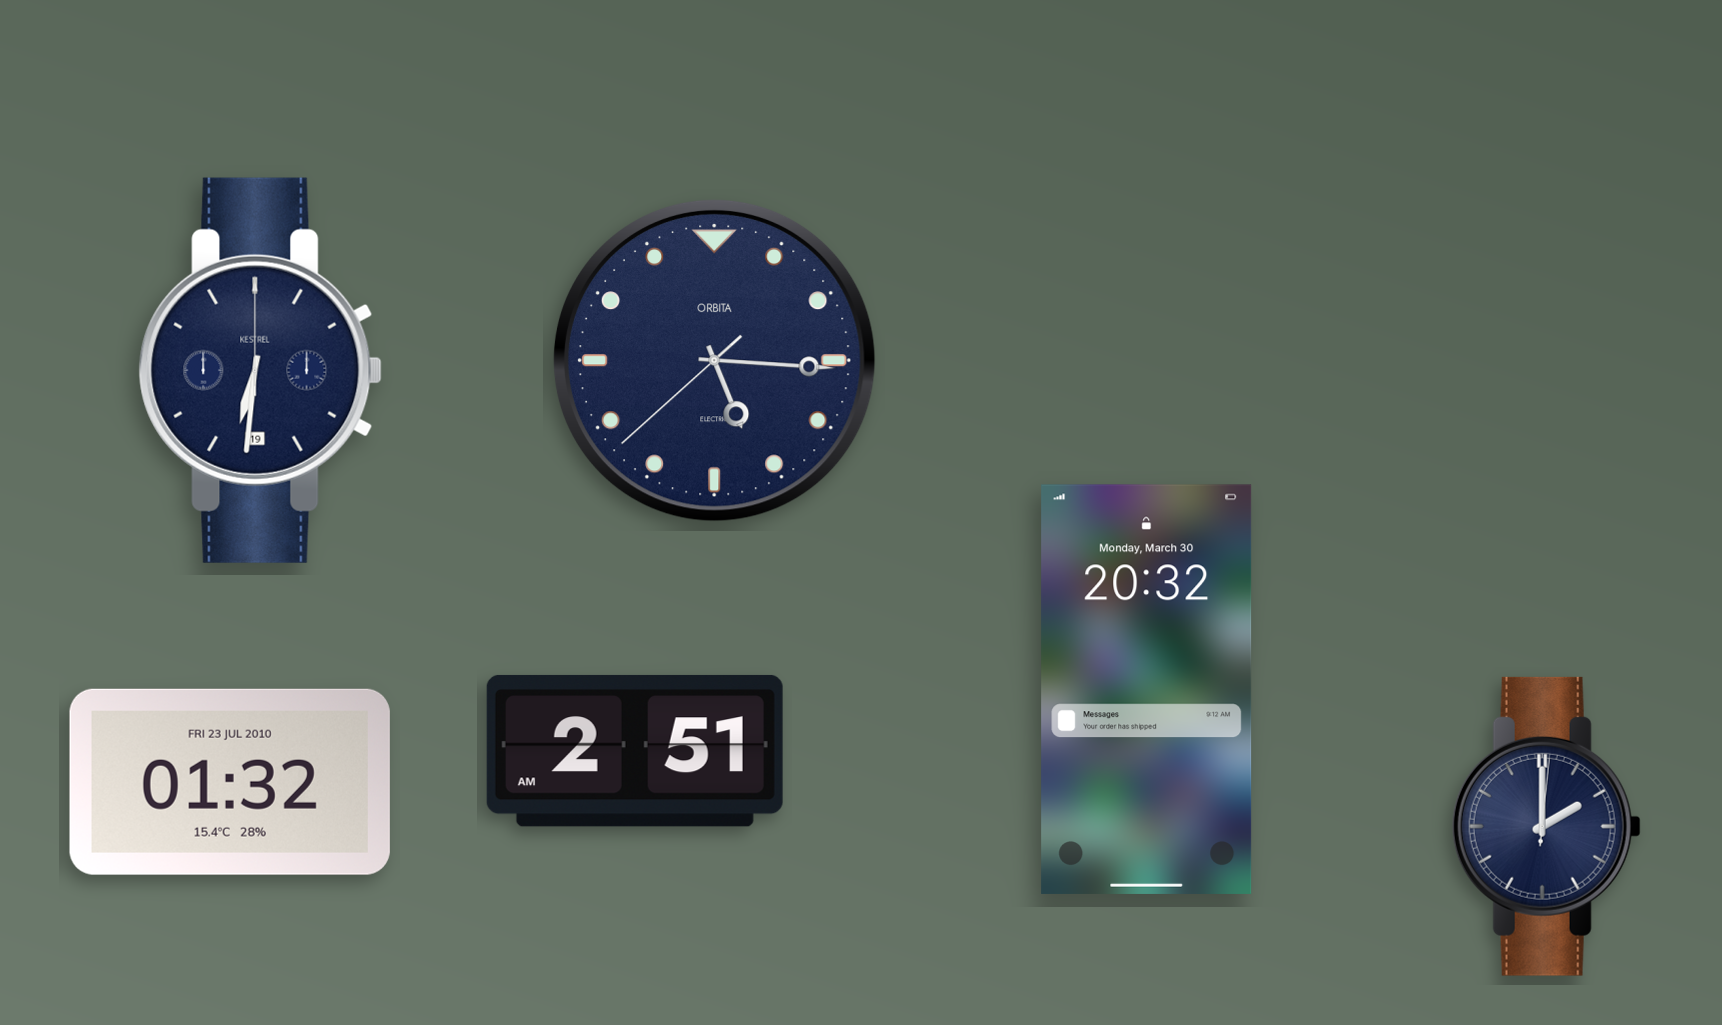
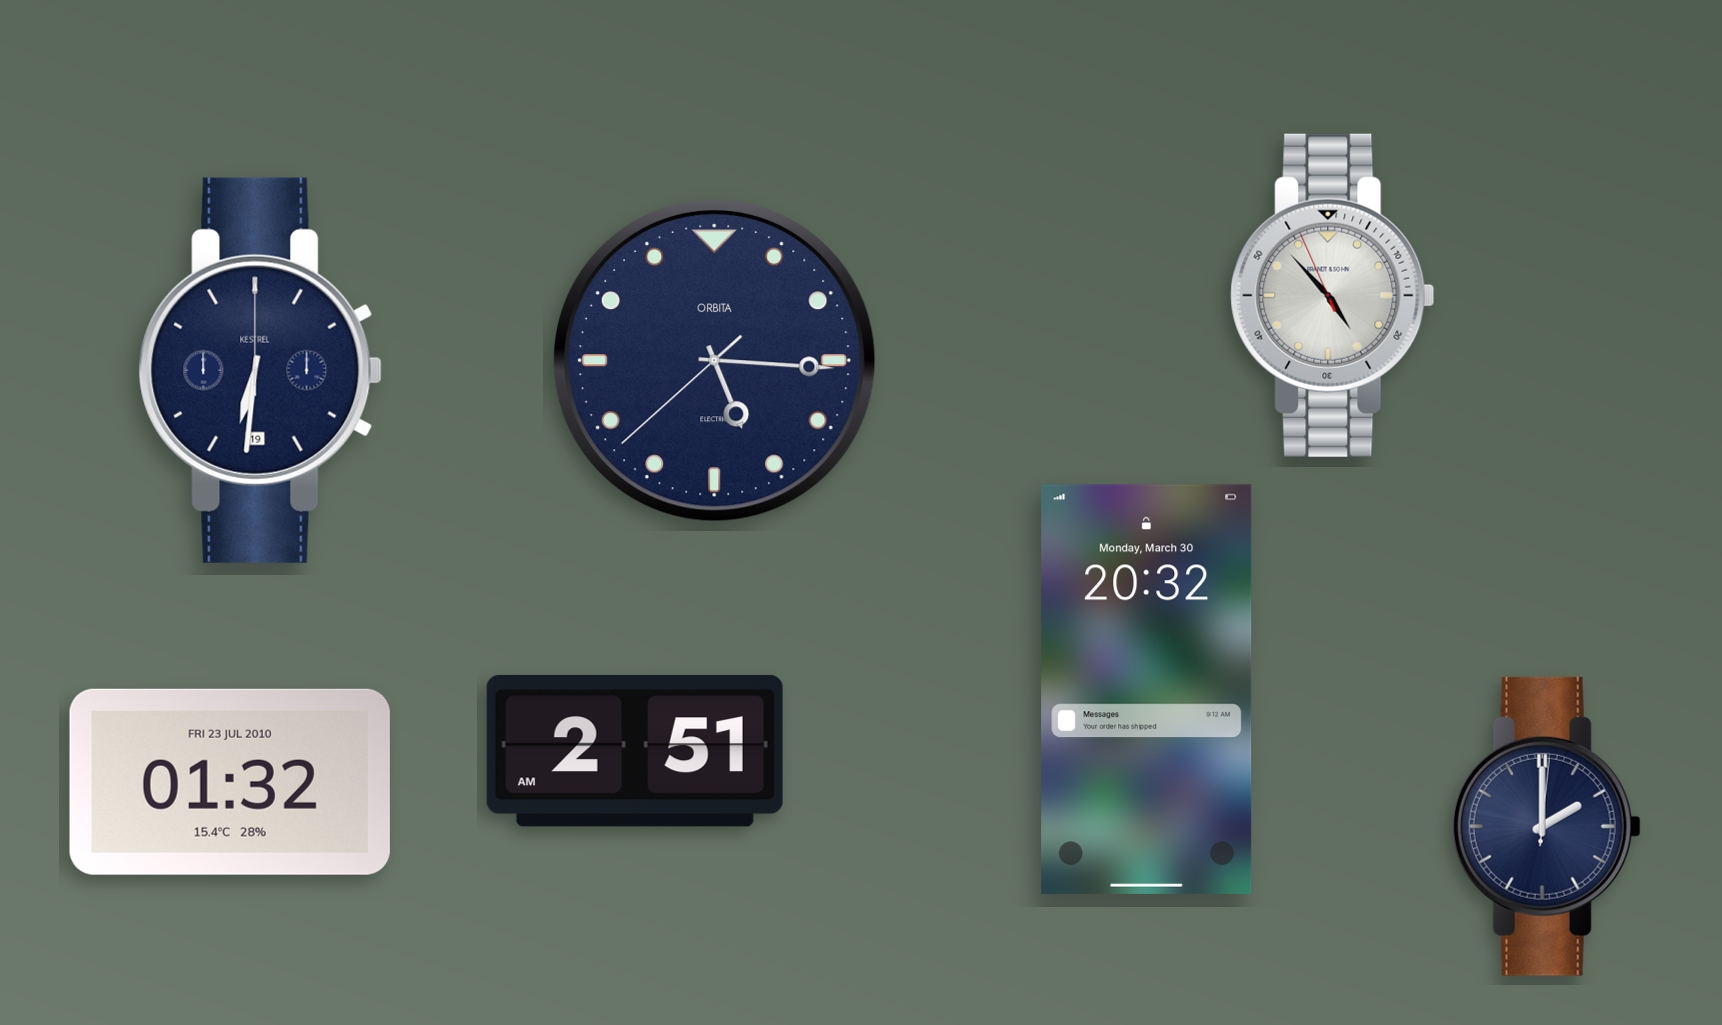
clock at (1333, 295): none -> 4:52
